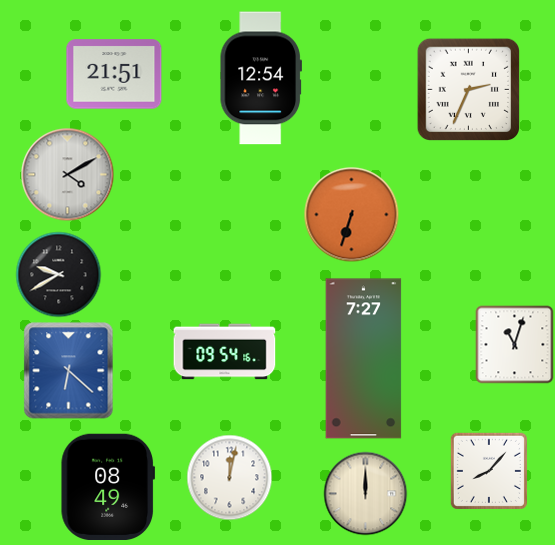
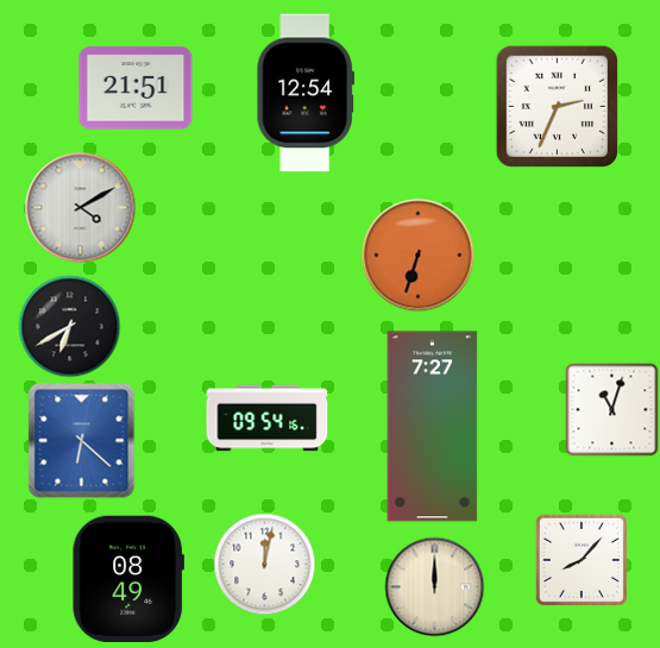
clock at (261, 78) position: (261, 78) -> (306, 93)
clock at (59, 275): 9:40 -> 6:40
clock at (230, 478) position: (230, 478) -> (265, 565)
